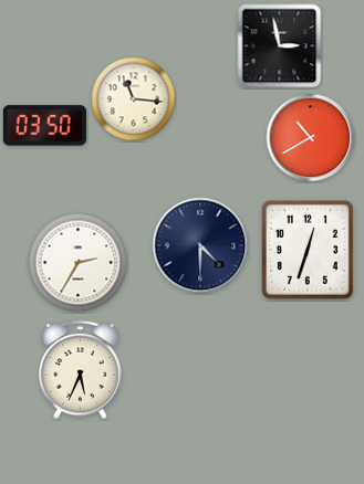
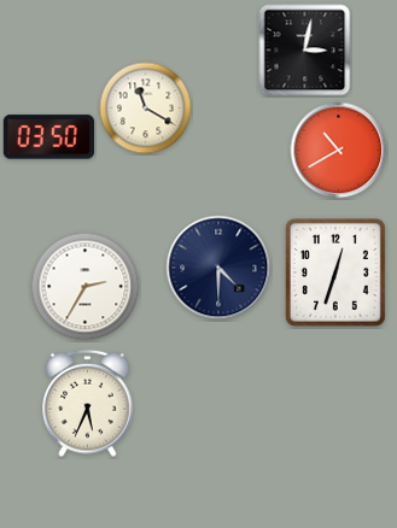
clock at (280, 46): 2:58 -> 3:02
clock at (134, 99): 11:16 -> 11:20
